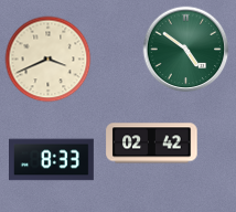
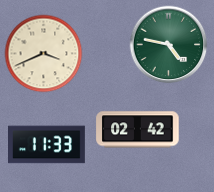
clock at (185, 49): 4:51 -> 4:47
clock at (52, 160): 8:33 -> 11:33
